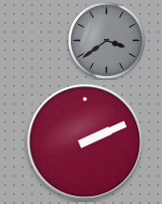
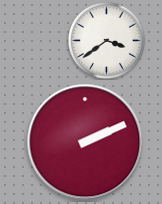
clock at (106, 40) dial: grey -> white
